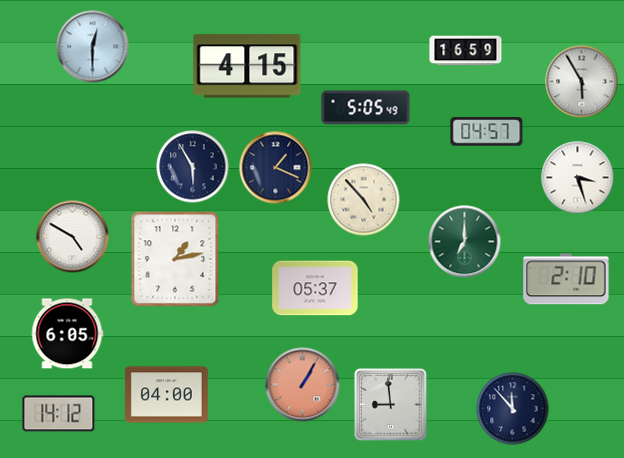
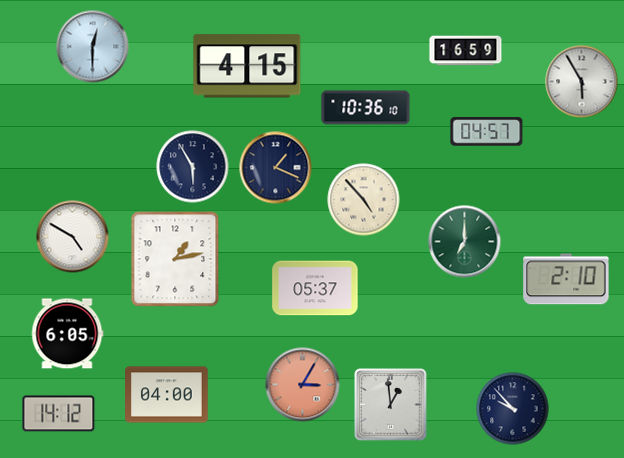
clock at (366, 108): 5:05 -> 10:36
clock at (578, 178): 3:27 -> none
clock at (303, 385): 1:05 -> 3:05
clock at (391, 405): 8:59 -> 12:59
clock at (513, 409): 11:53 -> 9:53
